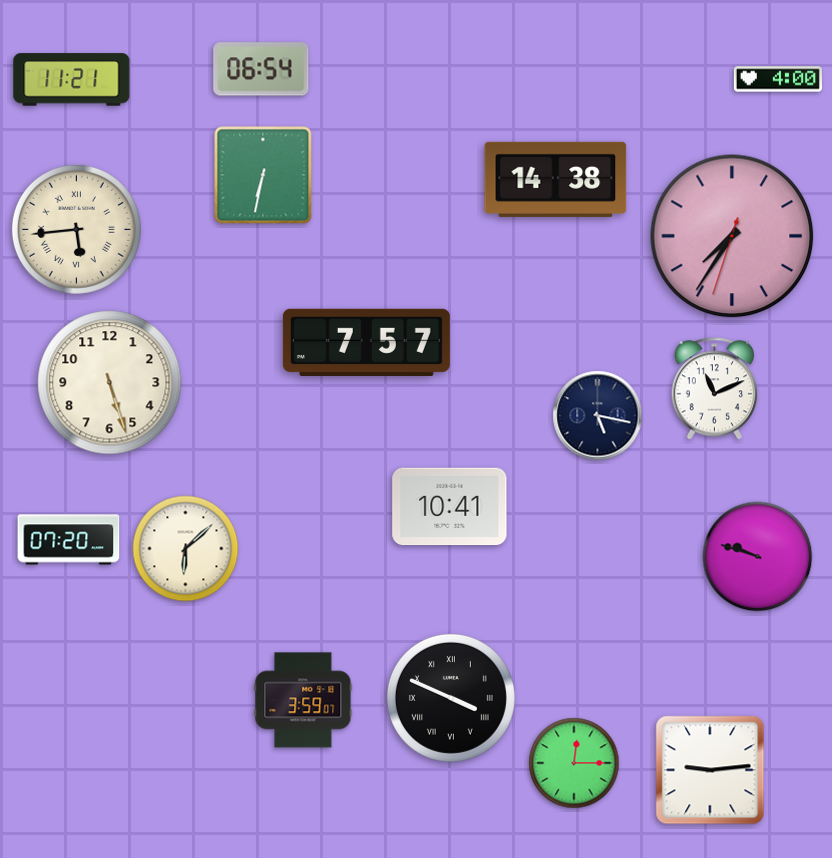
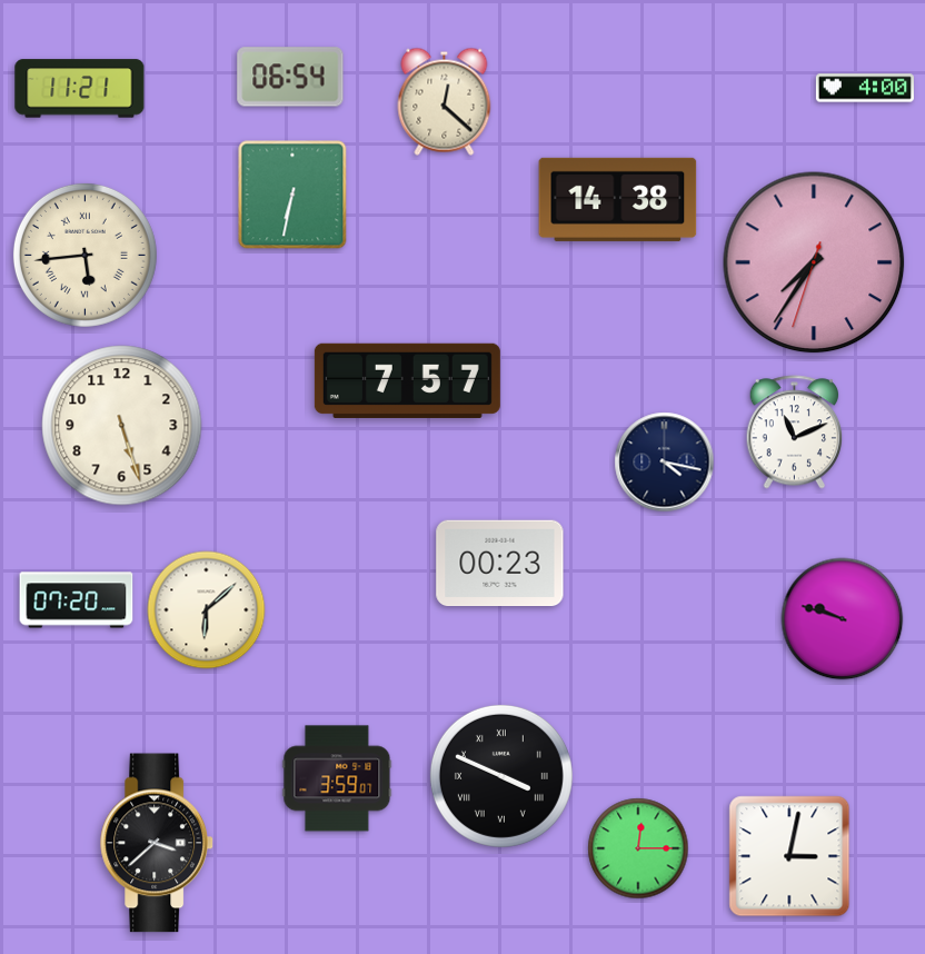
clock at (445, 101): none -> 12:22
clock at (598, 416): 5:17 -> 4:17
clock at (450, 507): 10:41 -> 00:23
clock at (158, 843): none -> 3:38
clock at (710, 770): 9:14 -> 3:02
